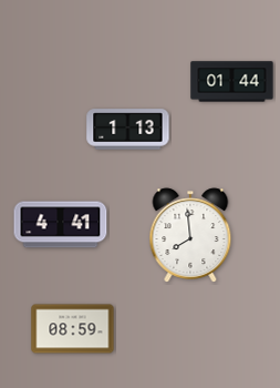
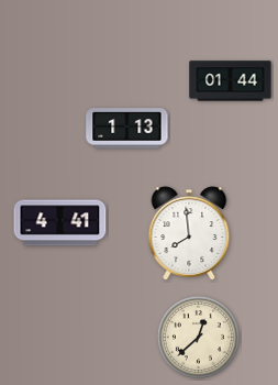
clock at (73, 329): 08:59 -> none
clock at (198, 337): none -> 12:38
